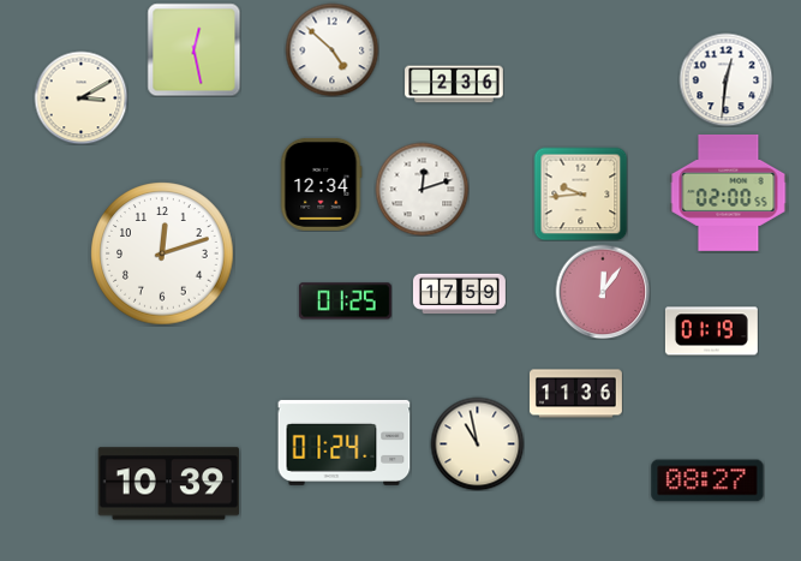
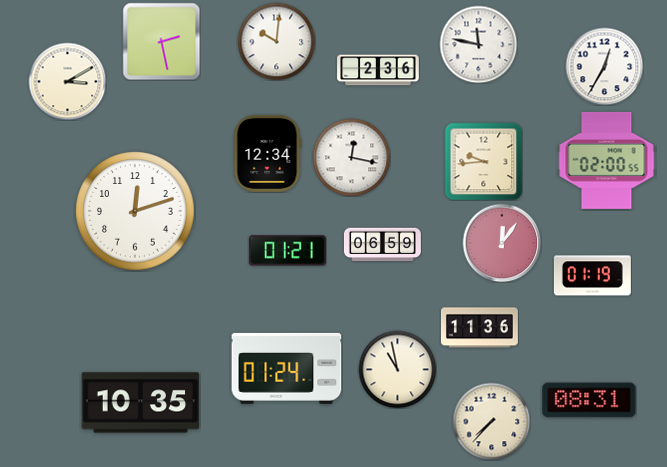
clock at (193, 49): 12:28 -> 2:28
clock at (331, 49): 4:52 -> 10:01
clock at (478, 44): none -> 11:47
clock at (725, 79): 12:31 -> 12:35
clock at (422, 189): 12:12 -> 12:17
clock at (459, 294): 17:59 -> 06:59
clock at (345, 302): 01:25 -> 01:21
clock at (707, 481): 08:27 -> 08:31
clock at (169, 484): 10:39 -> 10:35
clock at (491, 421): none -> 7:37
